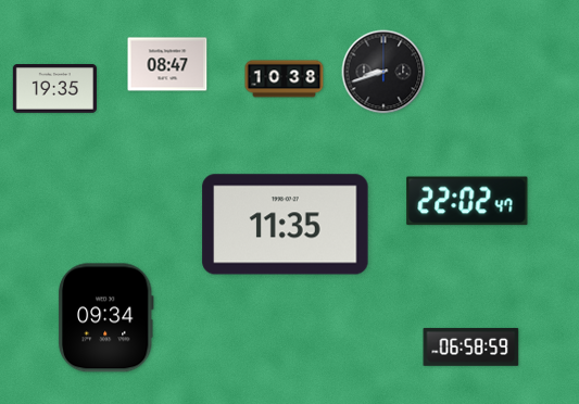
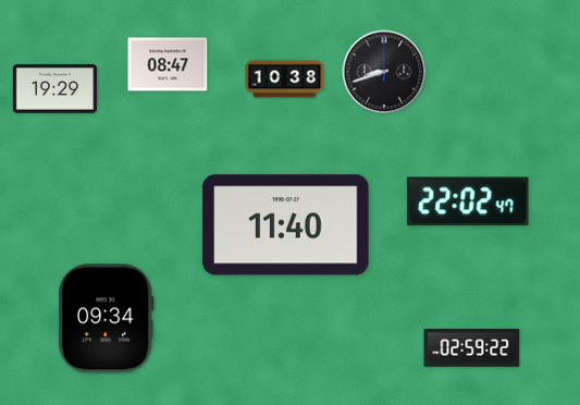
clock at (54, 89): 19:35 -> 19:29
clock at (286, 225): 11:35 -> 11:40
clock at (471, 346): 06:58 -> 02:59
